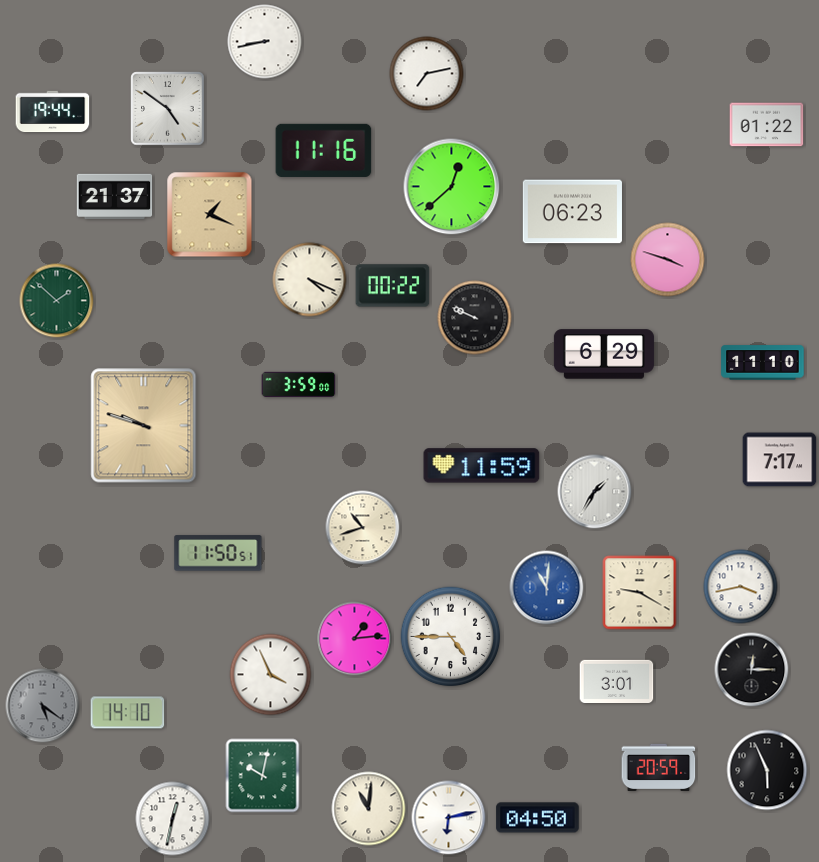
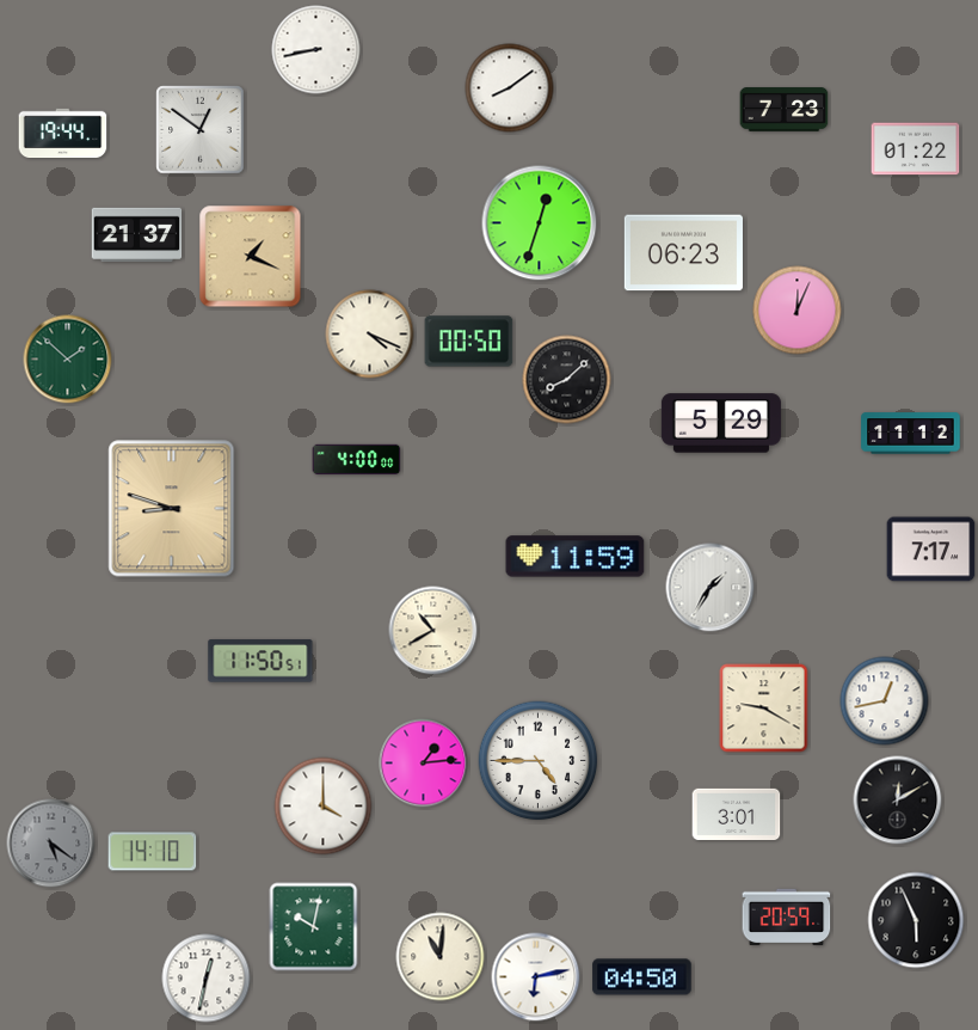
clock at (427, 74): 7:13 -> 8:09
clock at (785, 110): none -> 7:23
clock at (168, 109): 4:51 -> 12:51
clock at (324, 150): 11:16 -> none
clock at (452, 187): 12:38 -> 12:33
clock at (668, 260): 3:48 -> 12:04
clock at (393, 286): 00:22 -> 00:50
clock at (475, 318): 9:49 -> 8:08
clock at (604, 354): 6:29 -> 5:29
clock at (763, 363): 11:10 -> 11:12
clock at (299, 384): 3:59 -> 4:00
clock at (144, 426): 9:48 -> 8:48
clock at (363, 528): 10:42 -> 10:40
clock at (741, 587): 3:43 -> 12:43
clock at (547, 588): 11:01 -> none
clock at (752, 670): 12:15 -> 12:10
clock at (271, 675): 3:56 -> 4:00
clock at (369, 809) position: (369, 809) -> (441, 957)
